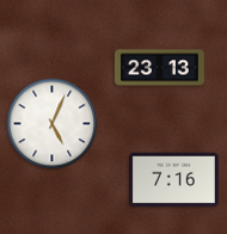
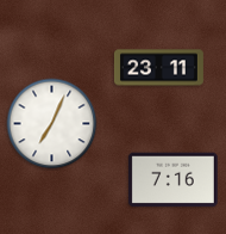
clock at (160, 68): 23:13 -> 23:11
clock at (53, 124): 5:04 -> 7:04
